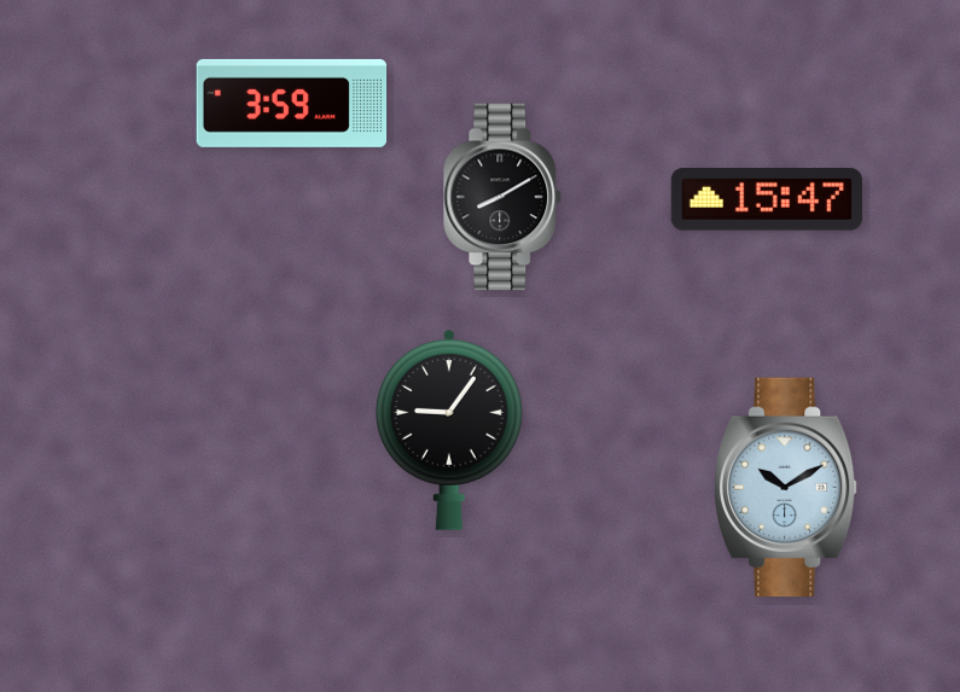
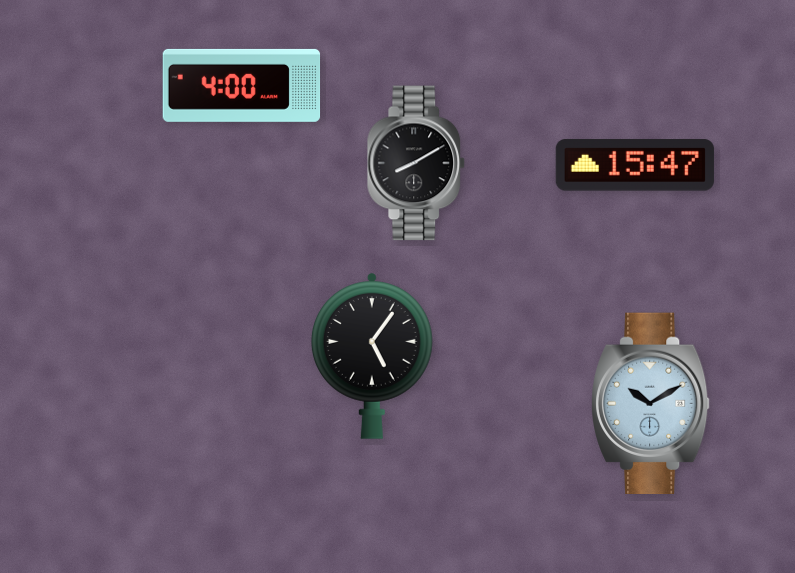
clock at (292, 103): 3:59 -> 4:00
clock at (449, 430): 9:06 -> 5:06
